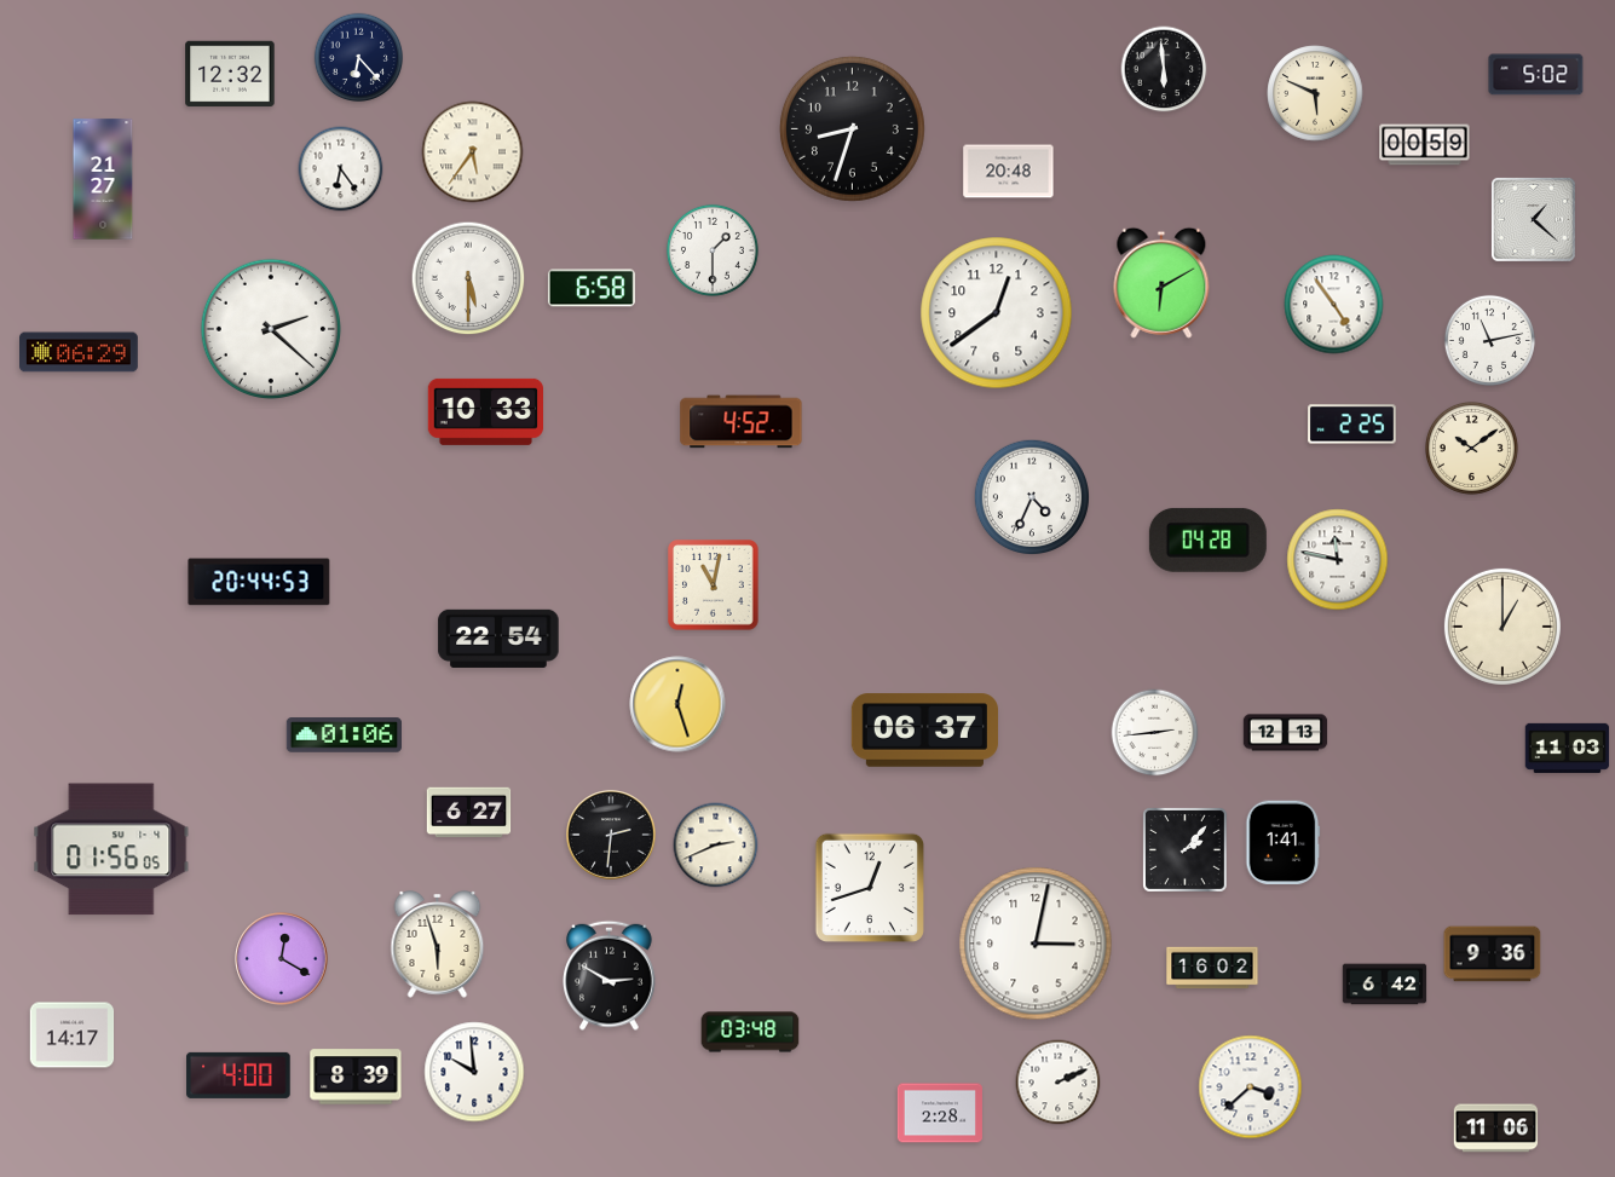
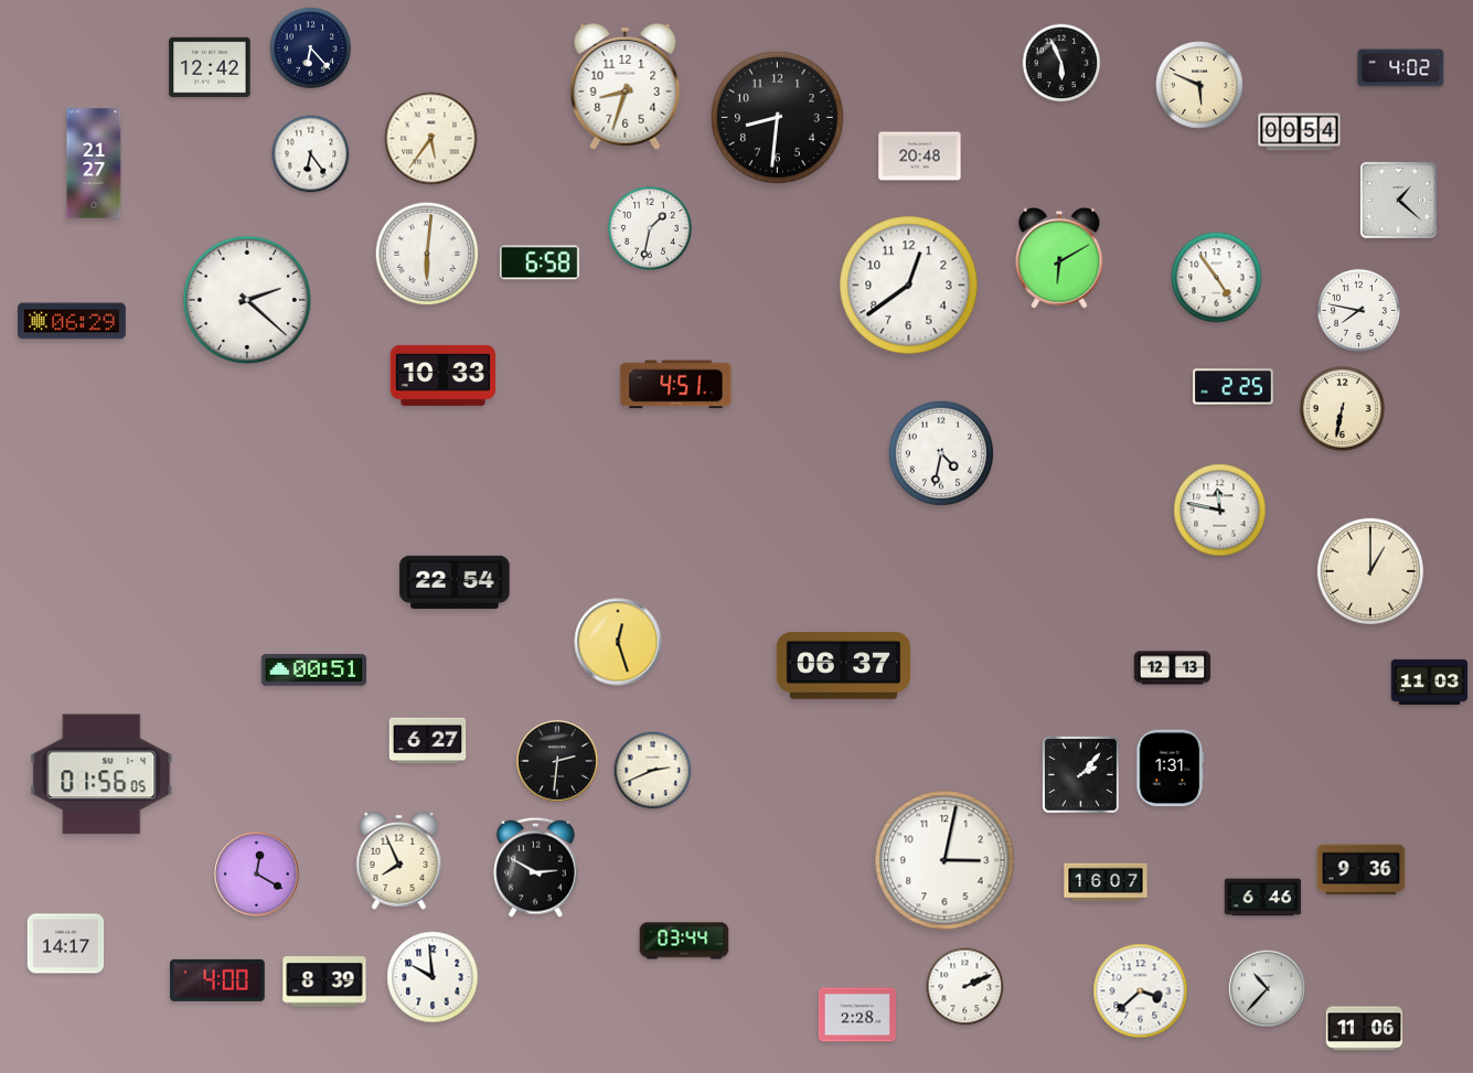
clock at (359, 58) position: (359, 58) -> (311, 49)
clock at (1164, 69): 5:59 -> 5:56
clock at (230, 74): 12:32 -> 12:42
clock at (1536, 75): 5:02 -> 4:02
clock at (626, 86): none -> 8:33
clock at (852, 128): 8:33 -> 8:31
clock at (1425, 145): 00:59 -> 00:54
clock at (713, 250): 1:30 -> 1:32
clock at (468, 278): 5:30 -> 6:01
clock at (1489, 340): 11:13 -> 7:47
clock at (742, 422): 4:52 -> 4:51
clock at (1471, 448): 10:09 -> 6:32
clock at (1031, 496): 4:34 -> 4:32
clock at (1207, 540): 04:28 -> none
clock at (259, 582): 20:44 -> none
clock at (714, 585): 11:02 -> none
clock at (1155, 733): 2:44 -> none
clock at (344, 735): 01:06 -> 00:51
clock at (1284, 843): 1:41 -> 1:31
clock at (869, 887): 12:42 -> none
clock at (438, 945): 5:57 -> 7:56
clock at (1212, 968): 16:02 -> 16:07
clock at (610, 975) position: (610, 975) -> (536, 867)
clock at (1385, 985): 6:42 -> 6:46
clock at (750, 1032): 03:48 -> 03:44
clock at (1267, 988): none -> 10:37
